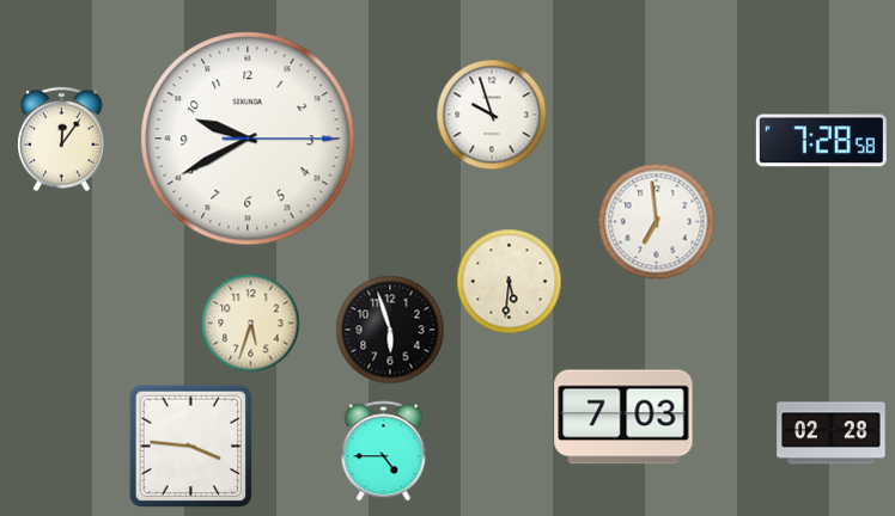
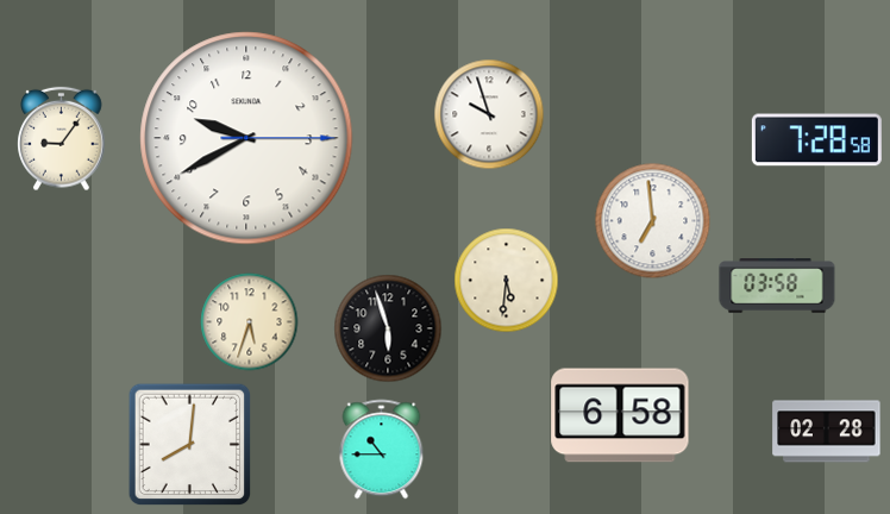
clock at (62, 140): 12:06 -> 9:06
clock at (777, 286): none -> 03:58
clock at (623, 417): 7:03 -> 6:58
clock at (191, 447): 3:46 -> 8:01
clock at (384, 451): 4:45 -> 10:45
